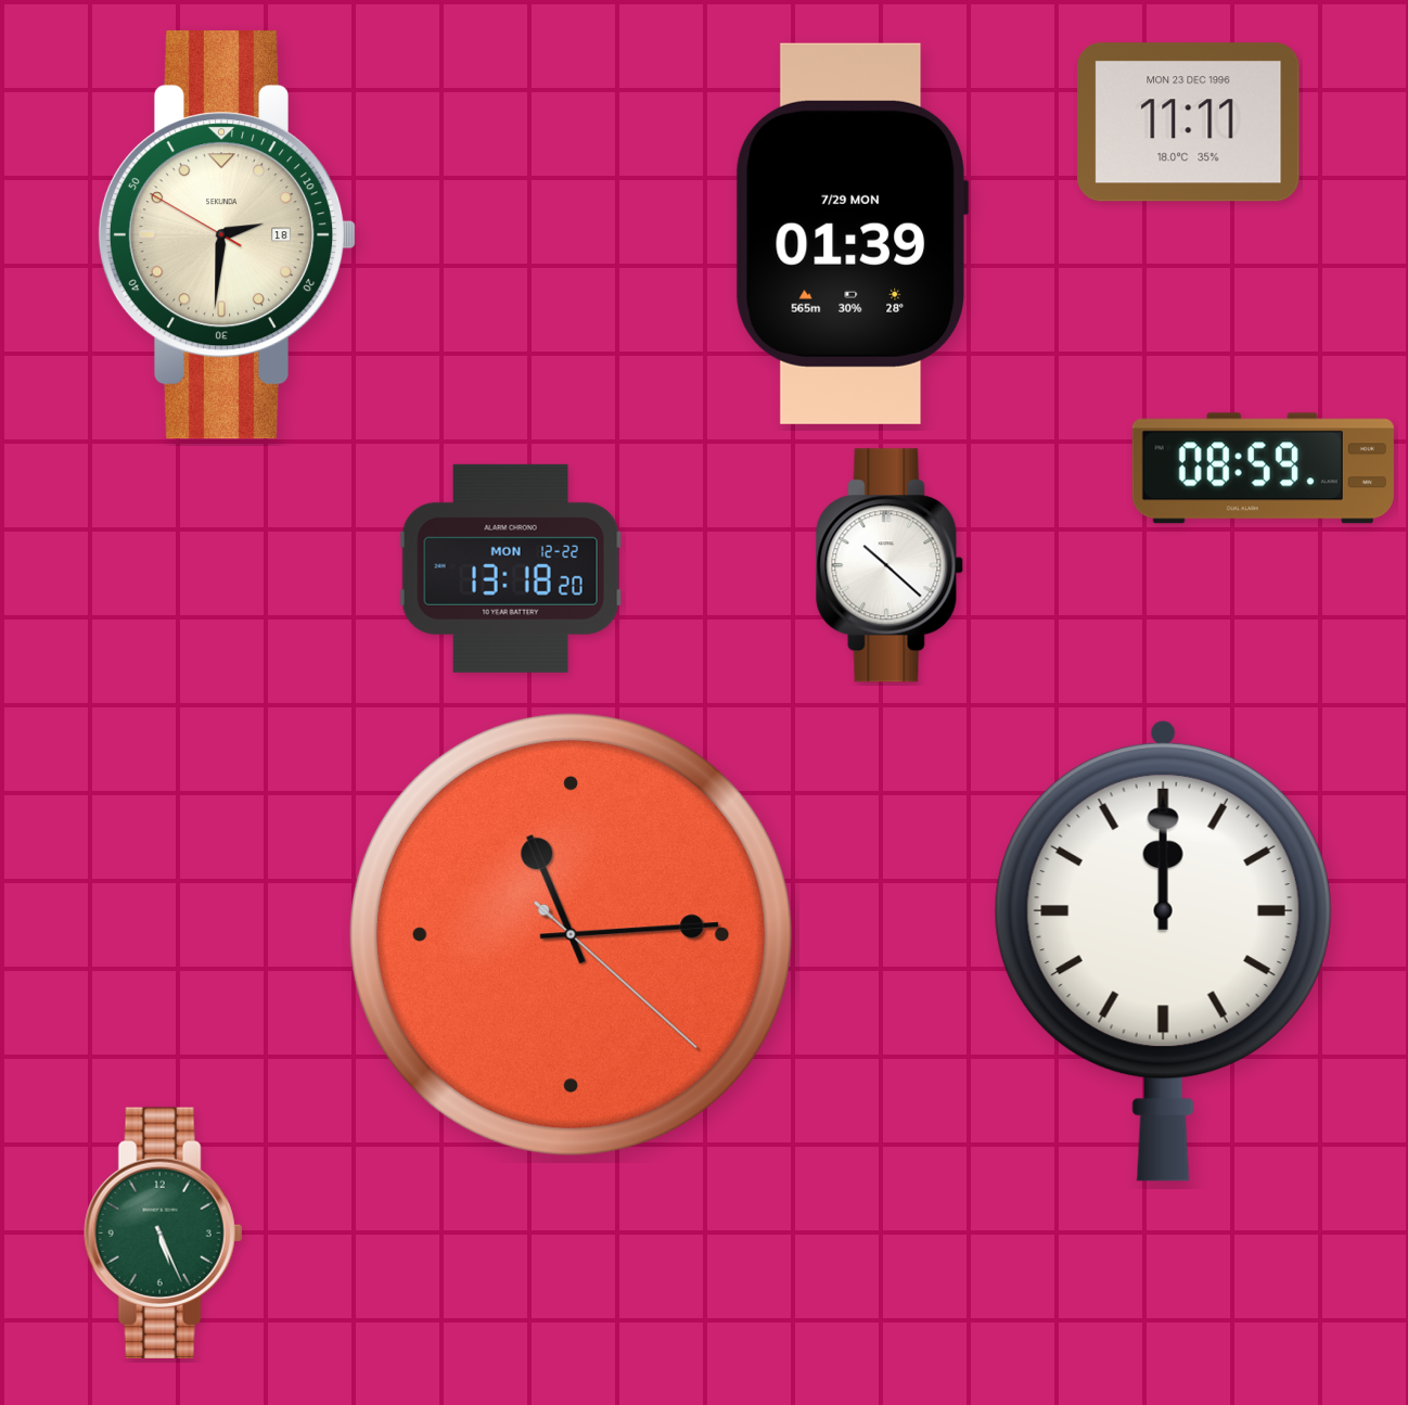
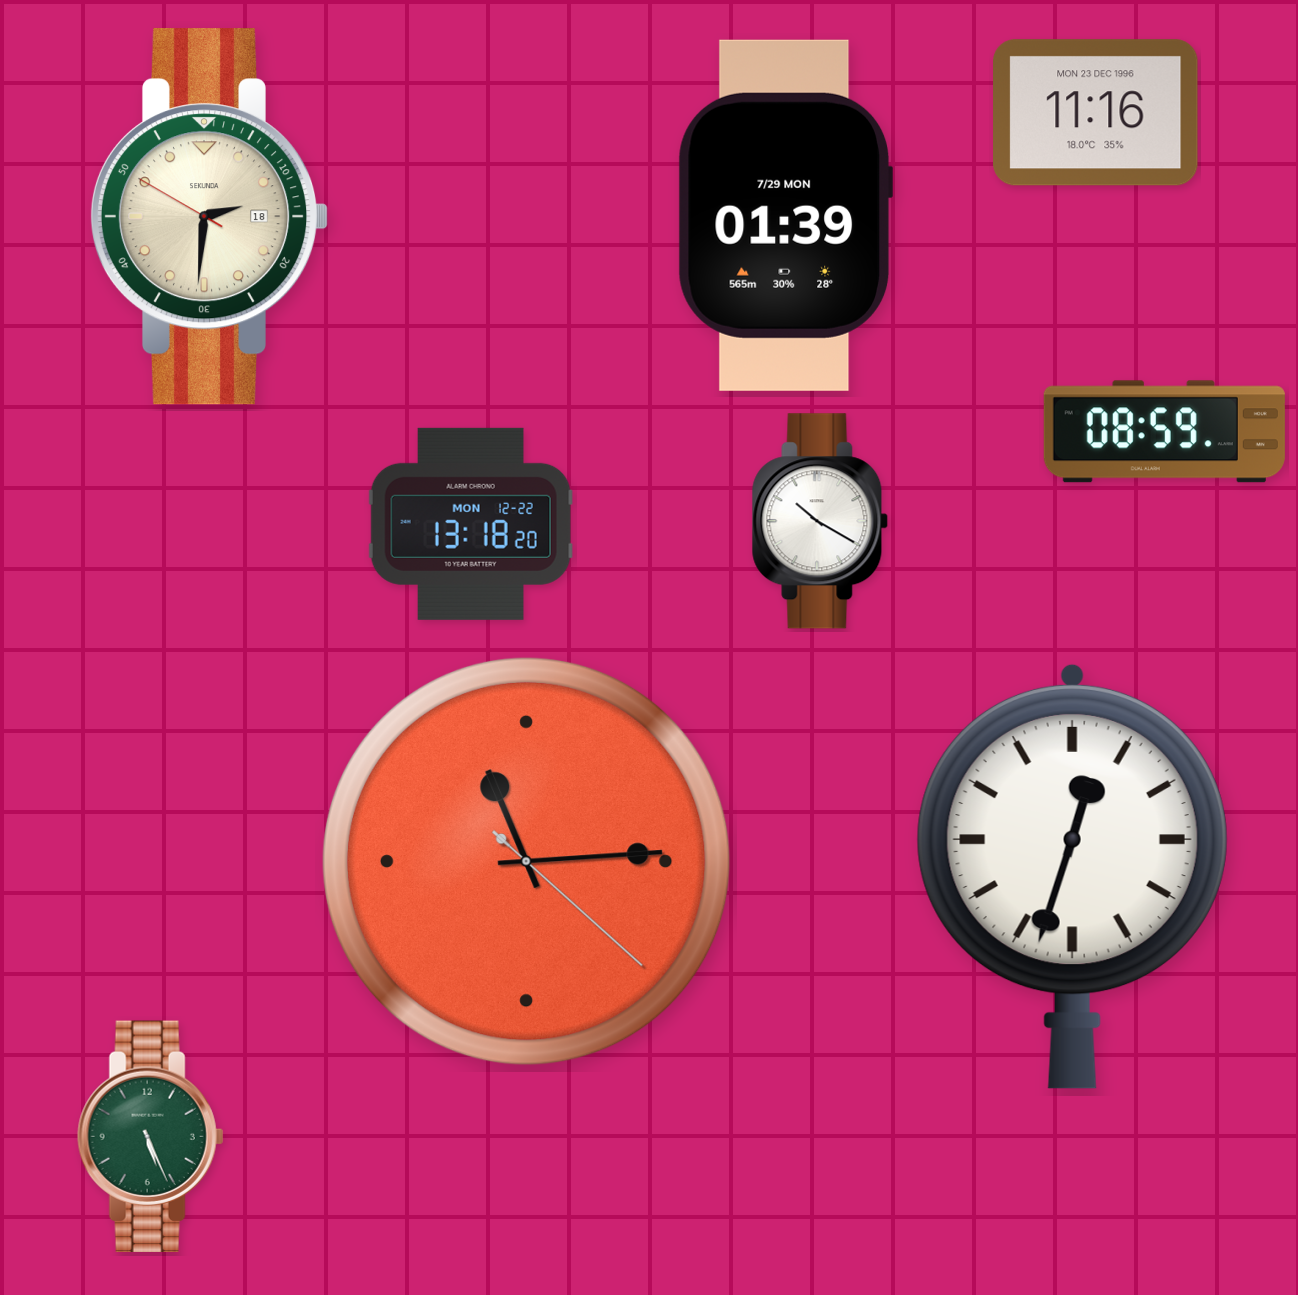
clock at (1189, 123): 11:11 -> 11:16
clock at (889, 565): 10:22 -> 10:20
clock at (1163, 950): 12:00 -> 12:33
